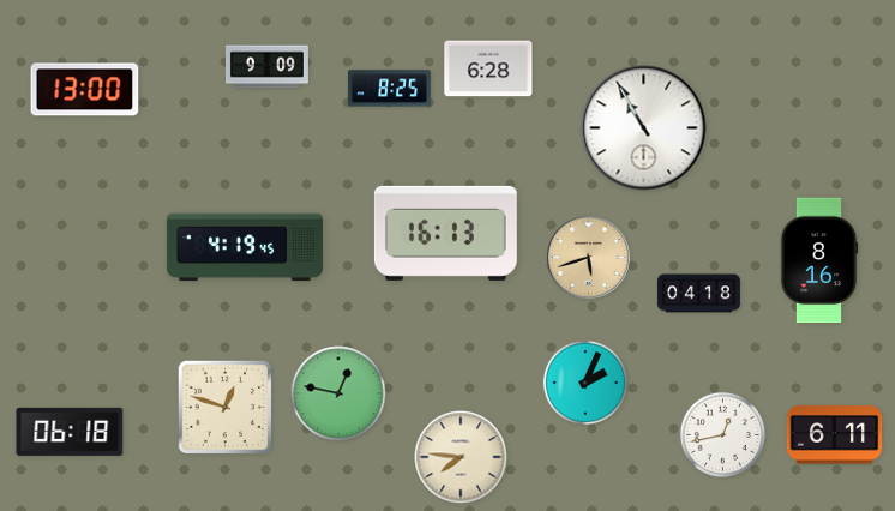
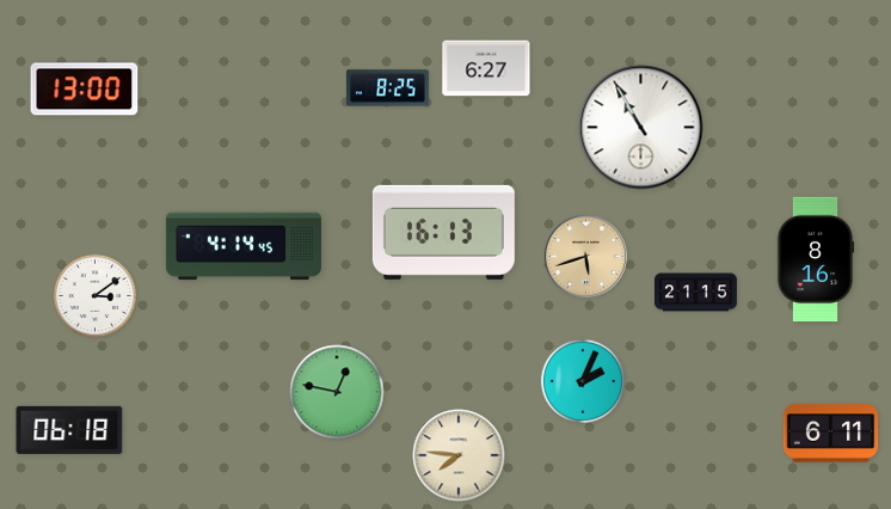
clock at (266, 67): 9:09 -> none
clock at (488, 68): 6:28 -> 6:27
clock at (245, 247): 4:19 -> 4:14
clock at (698, 294): 04:18 -> 21:15
clock at (96, 296): none -> 3:09
clock at (226, 408): 12:48 -> none
clock at (722, 434): 12:43 -> none
